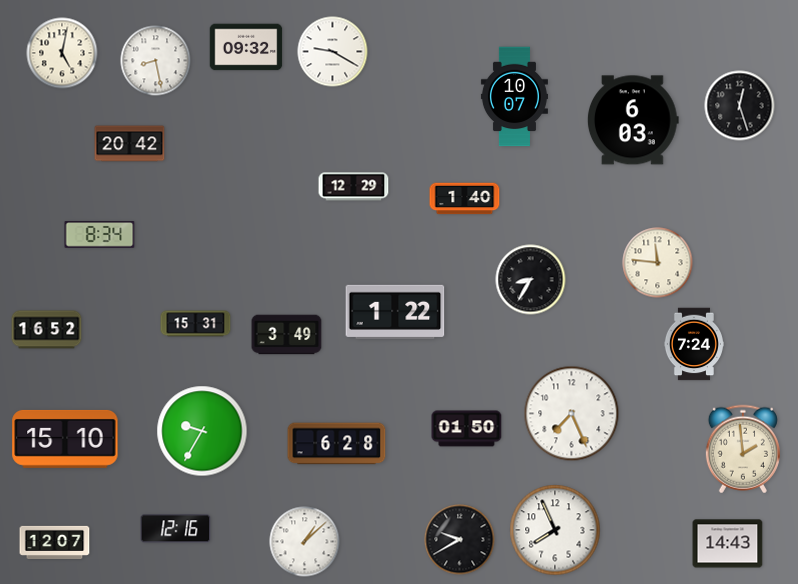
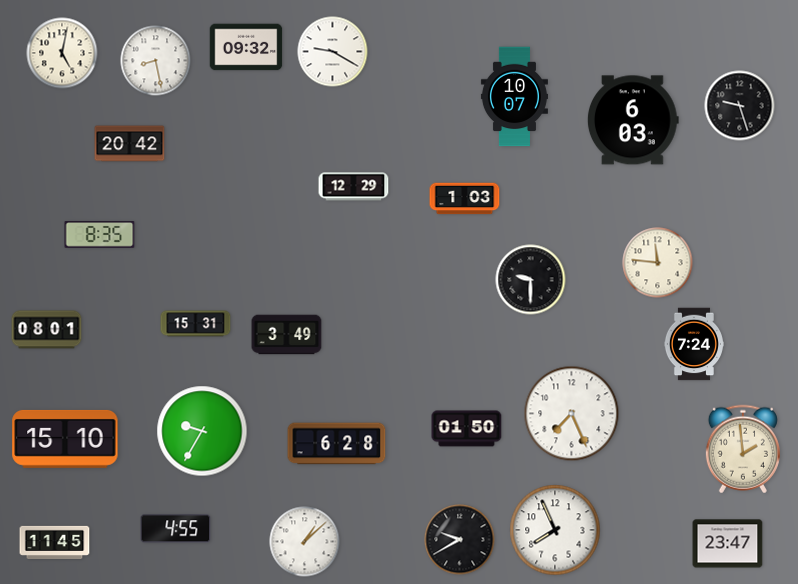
clock at (740, 106): 12:27 -> 9:27
clock at (465, 199): 1:40 -> 1:03
clock at (100, 235): 8:34 -> 8:35
clock at (531, 280): 8:35 -> 9:30
clock at (395, 312): 1:22 -> none
clock at (47, 330): 16:52 -> 08:01
clock at (176, 529): 12:16 -> 4:55
clock at (55, 542): 12:07 -> 11:45
clock at (728, 544): 14:43 -> 23:47
